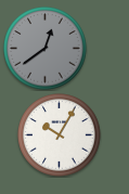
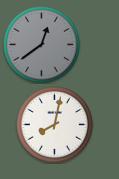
clock at (60, 135): 10:05 -> 8:02
